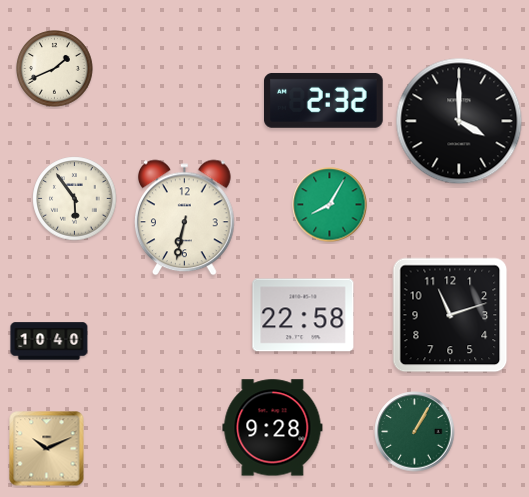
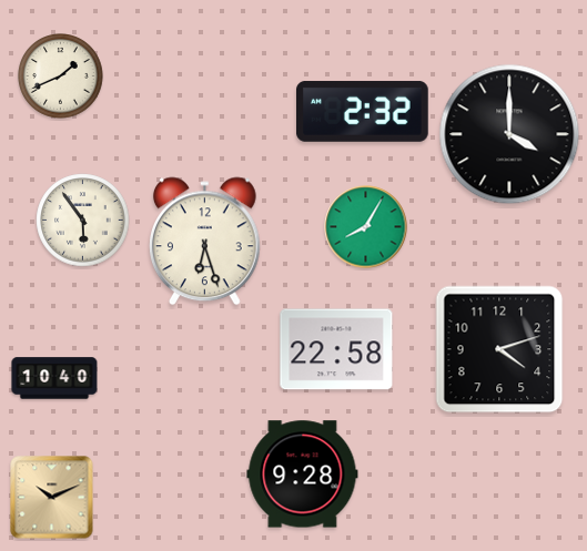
clock at (324, 100) position: (324, 100) -> (363, 111)
clock at (185, 218): 6:32 -> 6:27
clock at (450, 315): 11:12 -> 4:12
clock at (415, 432): 1:05 -> none
